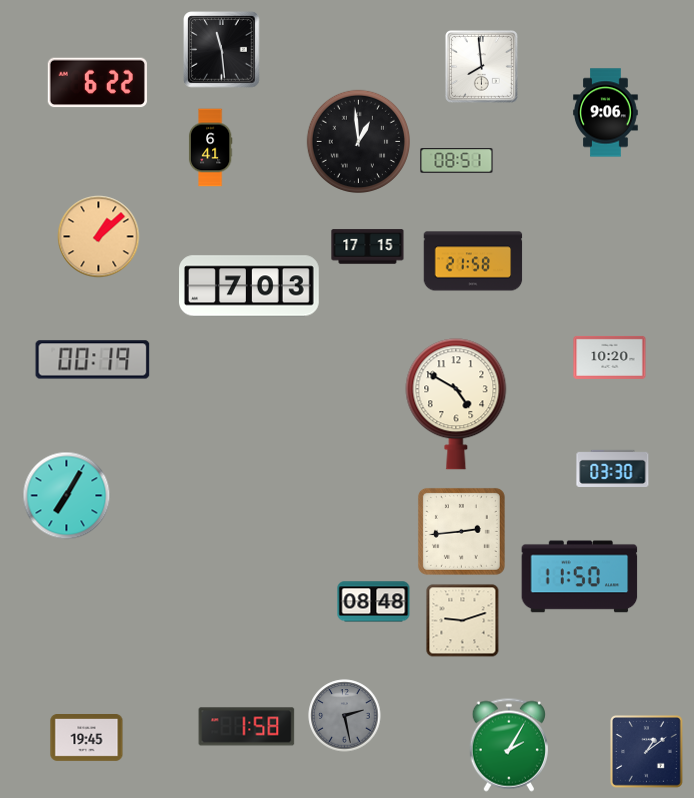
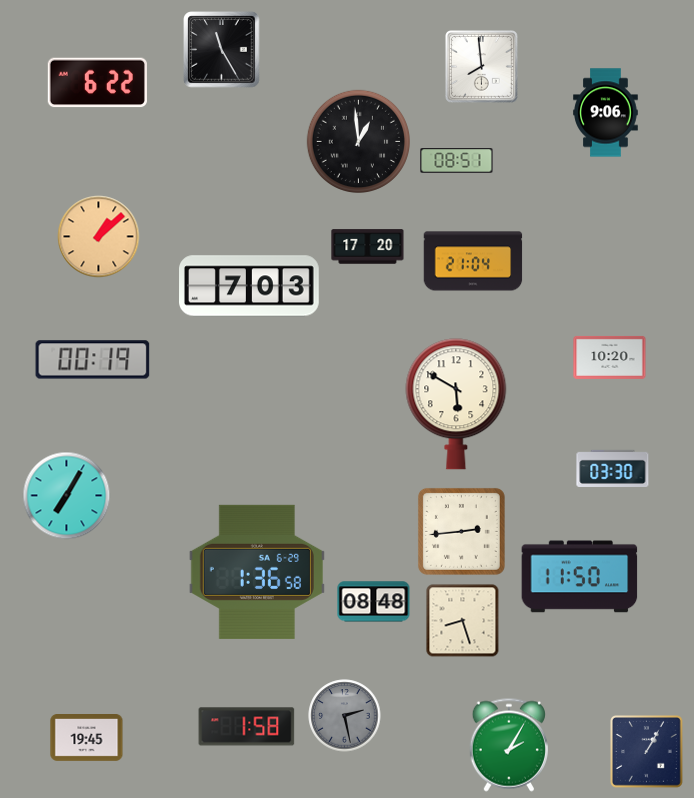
clock at (222, 50): 11:29 -> 11:25
clock at (210, 148): 6:41 -> none
clock at (368, 247): 17:15 -> 17:20
clock at (473, 261): 21:58 -> 21:04
clock at (456, 404): 4:50 -> 5:50
clock at (257, 572): none -> 1:36
clock at (463, 621): 9:12 -> 8:27
clock at (647, 752): 1:09 -> 1:05
